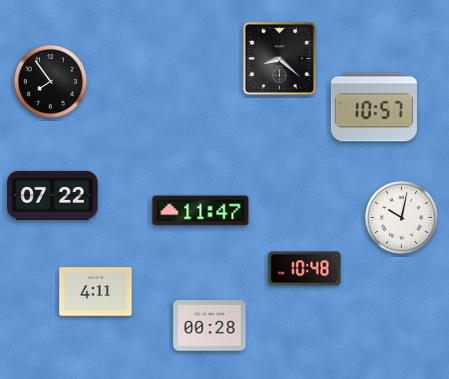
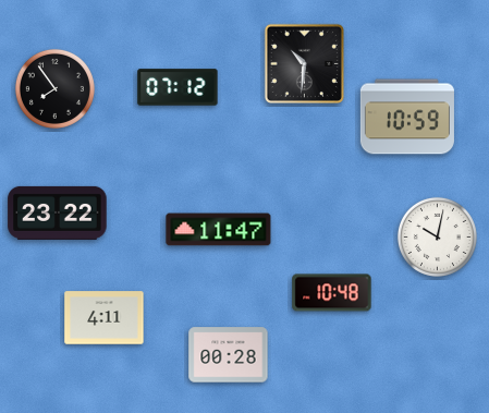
clock at (279, 58): 8:22 -> 10:31
clock at (178, 87): none -> 07:12
clock at (374, 107): 10:57 -> 10:59
clock at (53, 195): 07:22 -> 23:22
